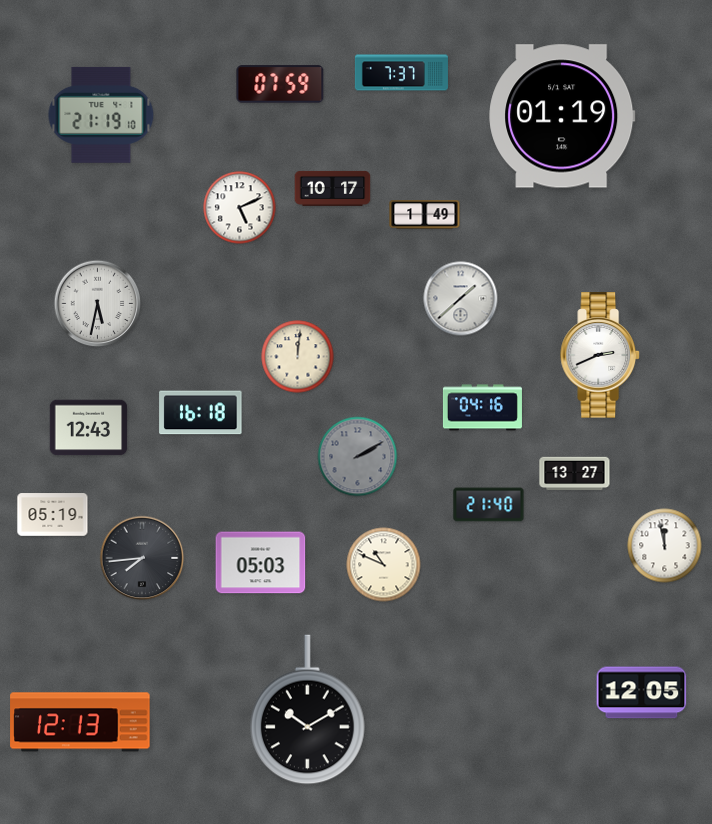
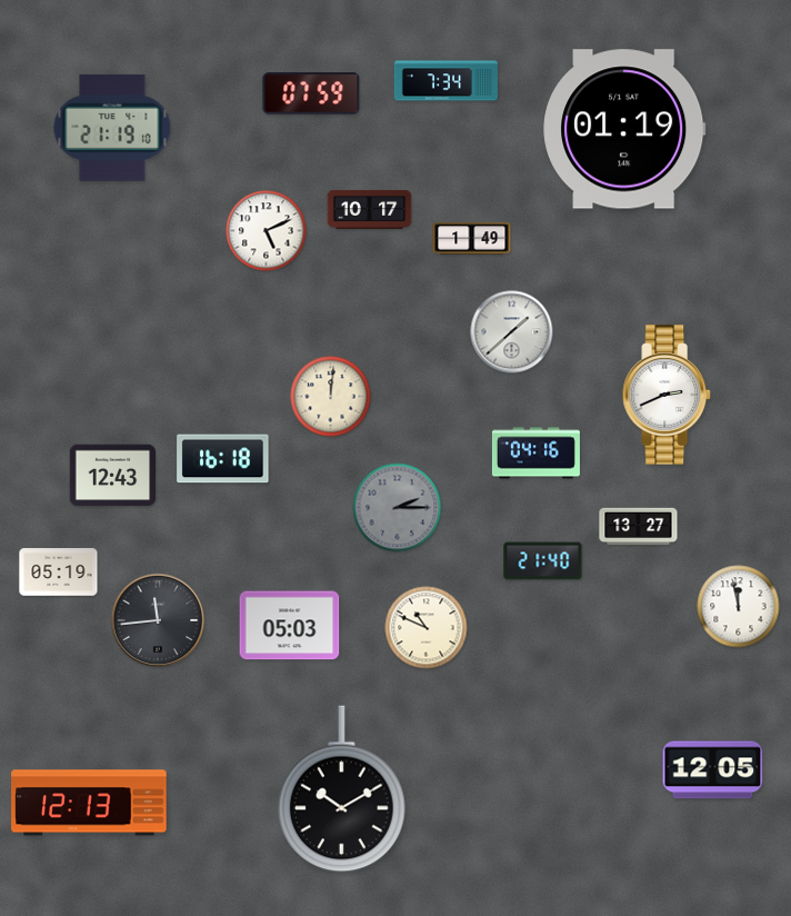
clock at (401, 73): 7:37 -> 7:34
clock at (98, 304): 5:32 -> none
clock at (89, 428) position: (89, 428) -> (113, 476)
clock at (358, 457): 2:10 -> 2:15
clock at (142, 558): 7:44 -> 11:44
